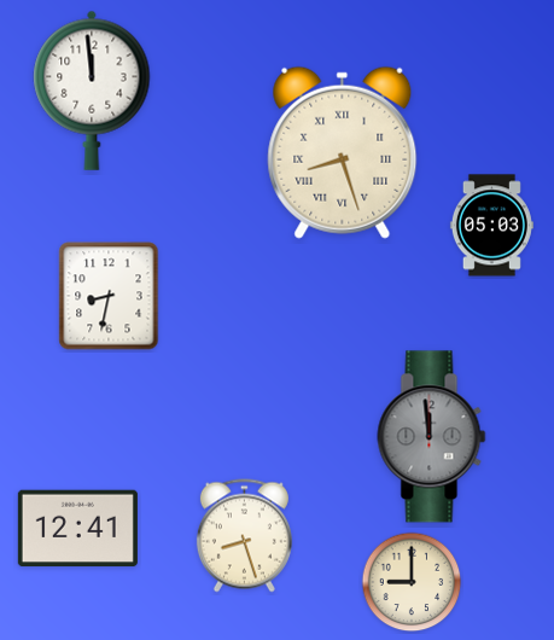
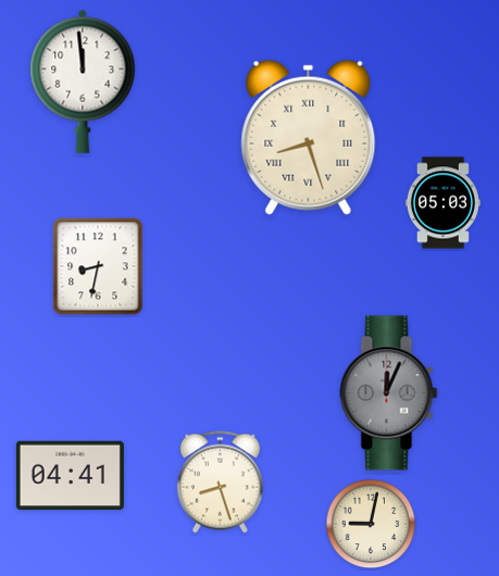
clock at (432, 437): 11:59 -> 12:04
clock at (77, 529): 12:41 -> 04:41
clock at (412, 582): 9:00 -> 9:02
